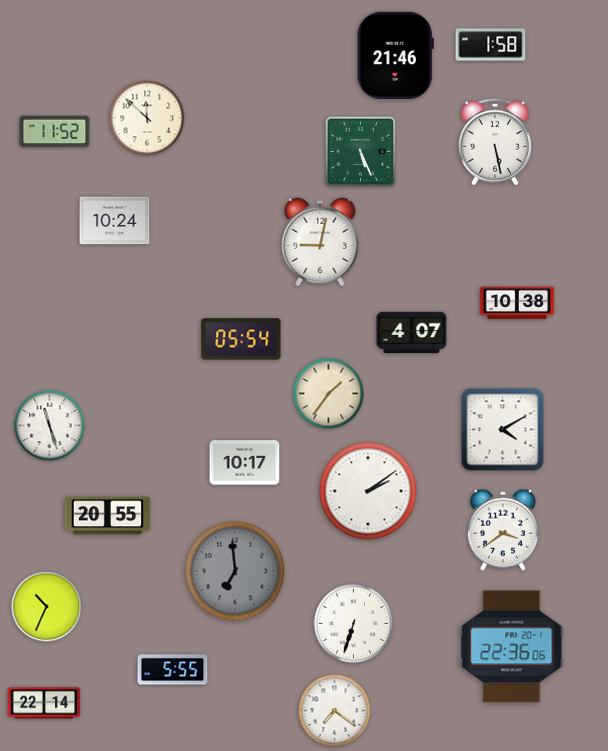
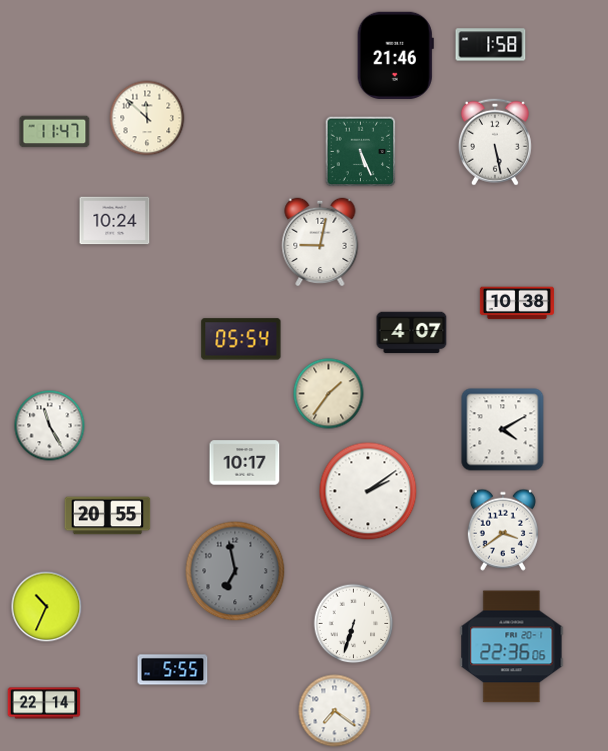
clock at (55, 132): 11:52 -> 11:47
clock at (50, 426): 11:27 -> 11:25
clock at (235, 571): 6:59 -> 6:58
